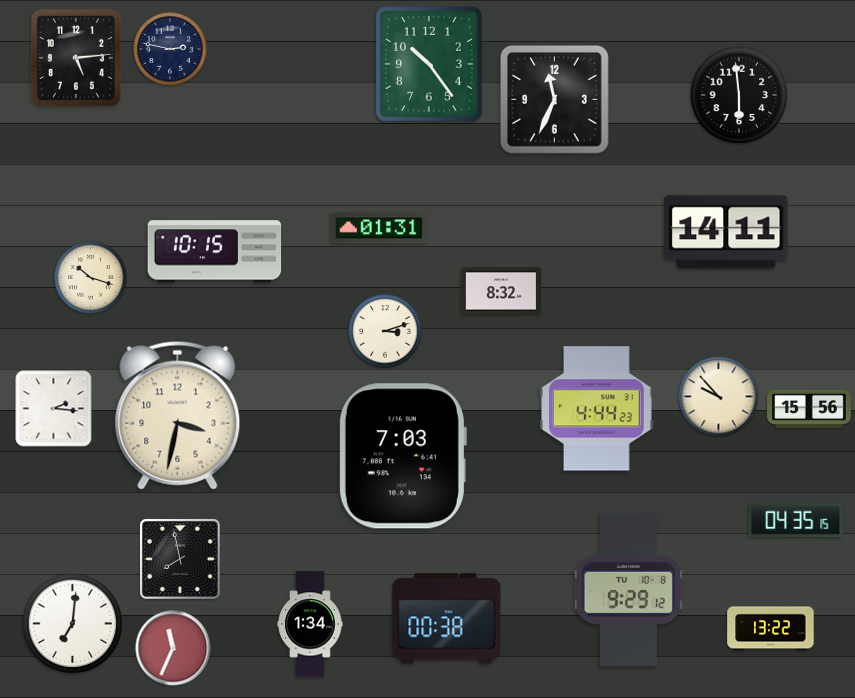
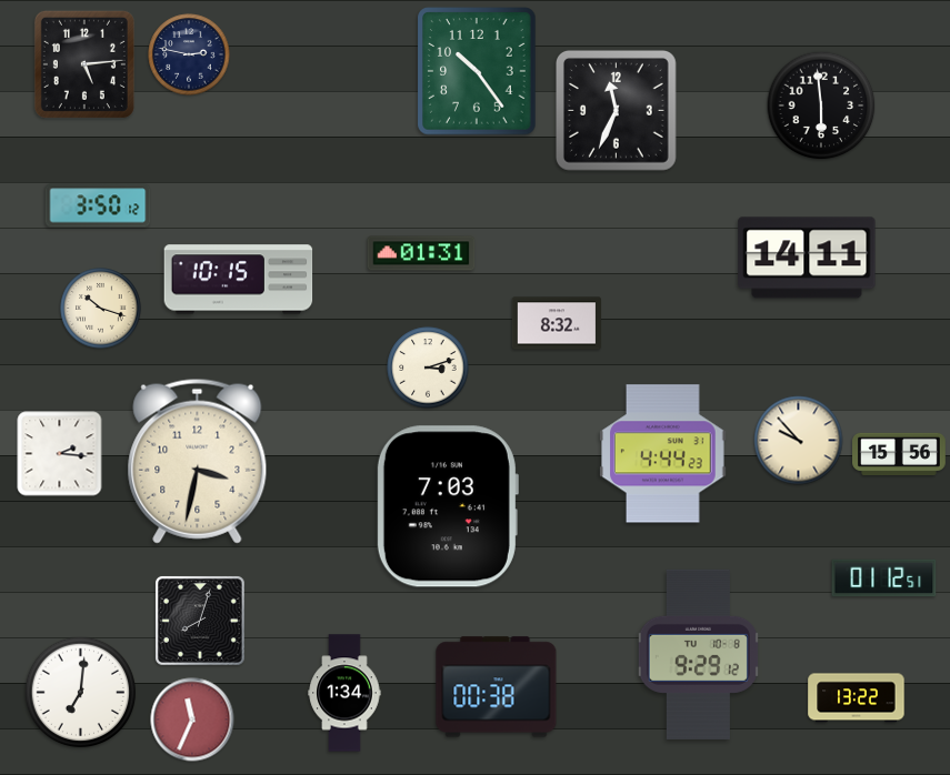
clock at (98, 205): none -> 3:50
clock at (796, 521): 04:35 -> 01:12
clock at (180, 559): 7:58 -> 8:03
